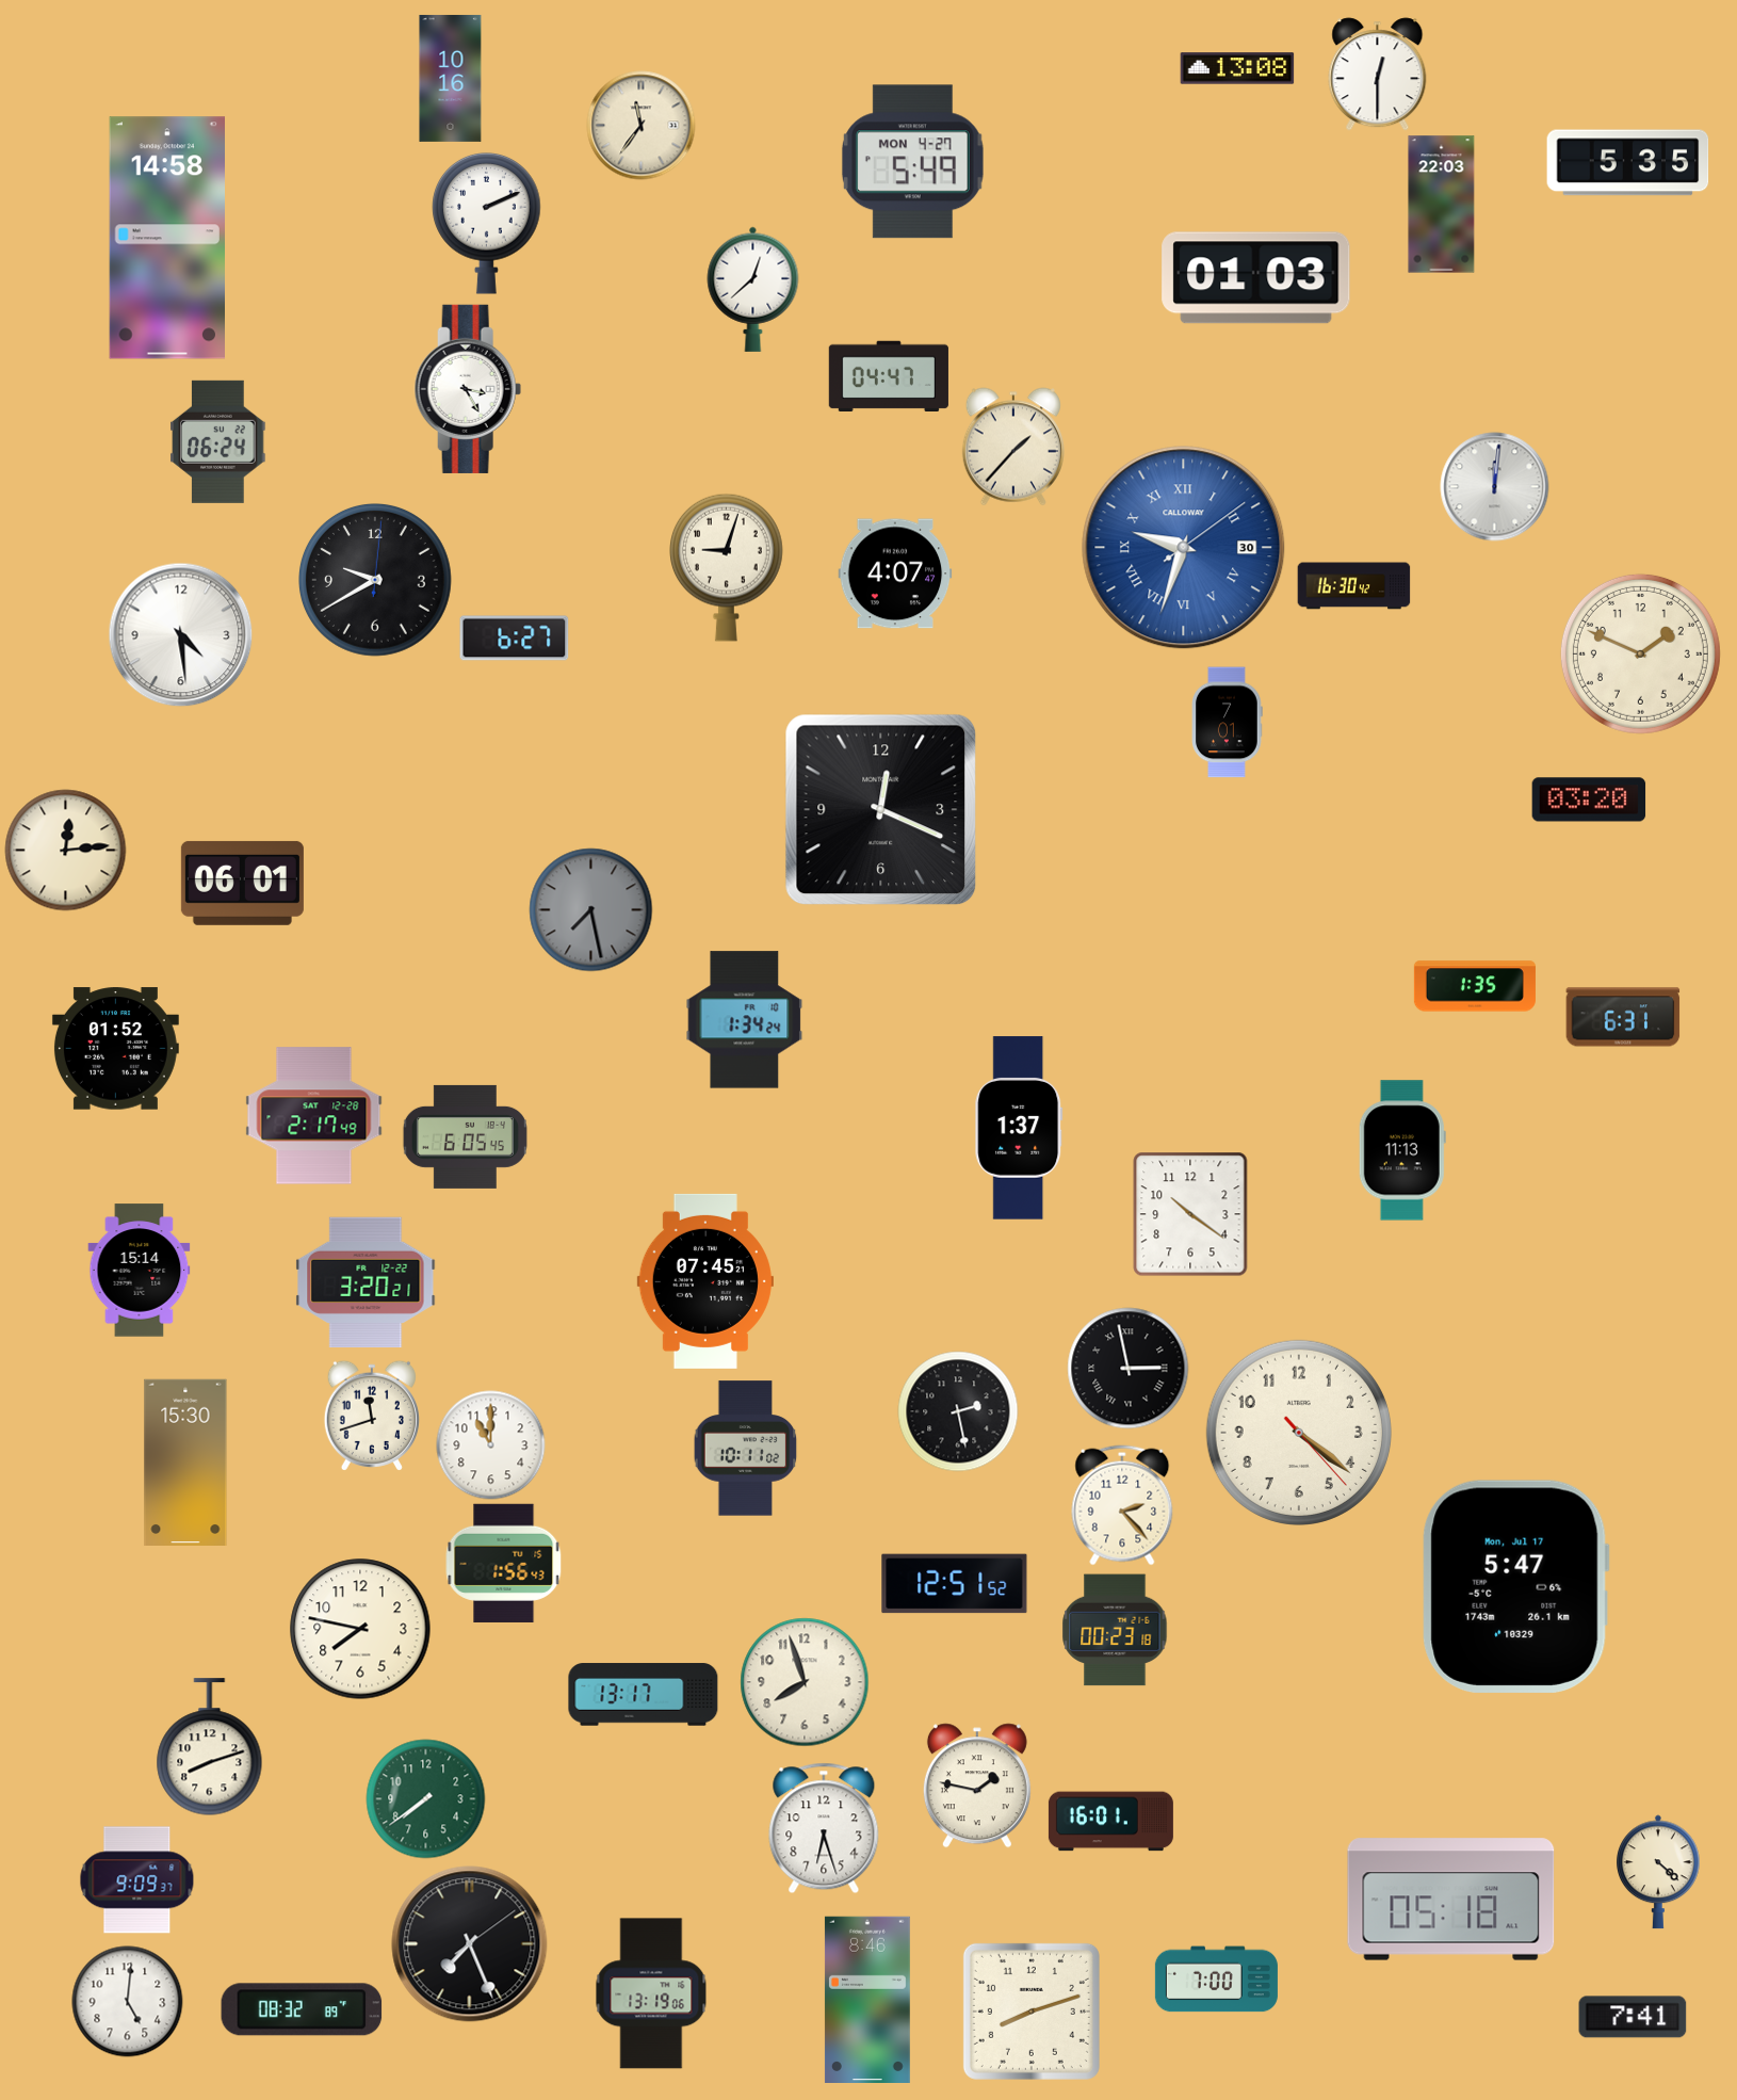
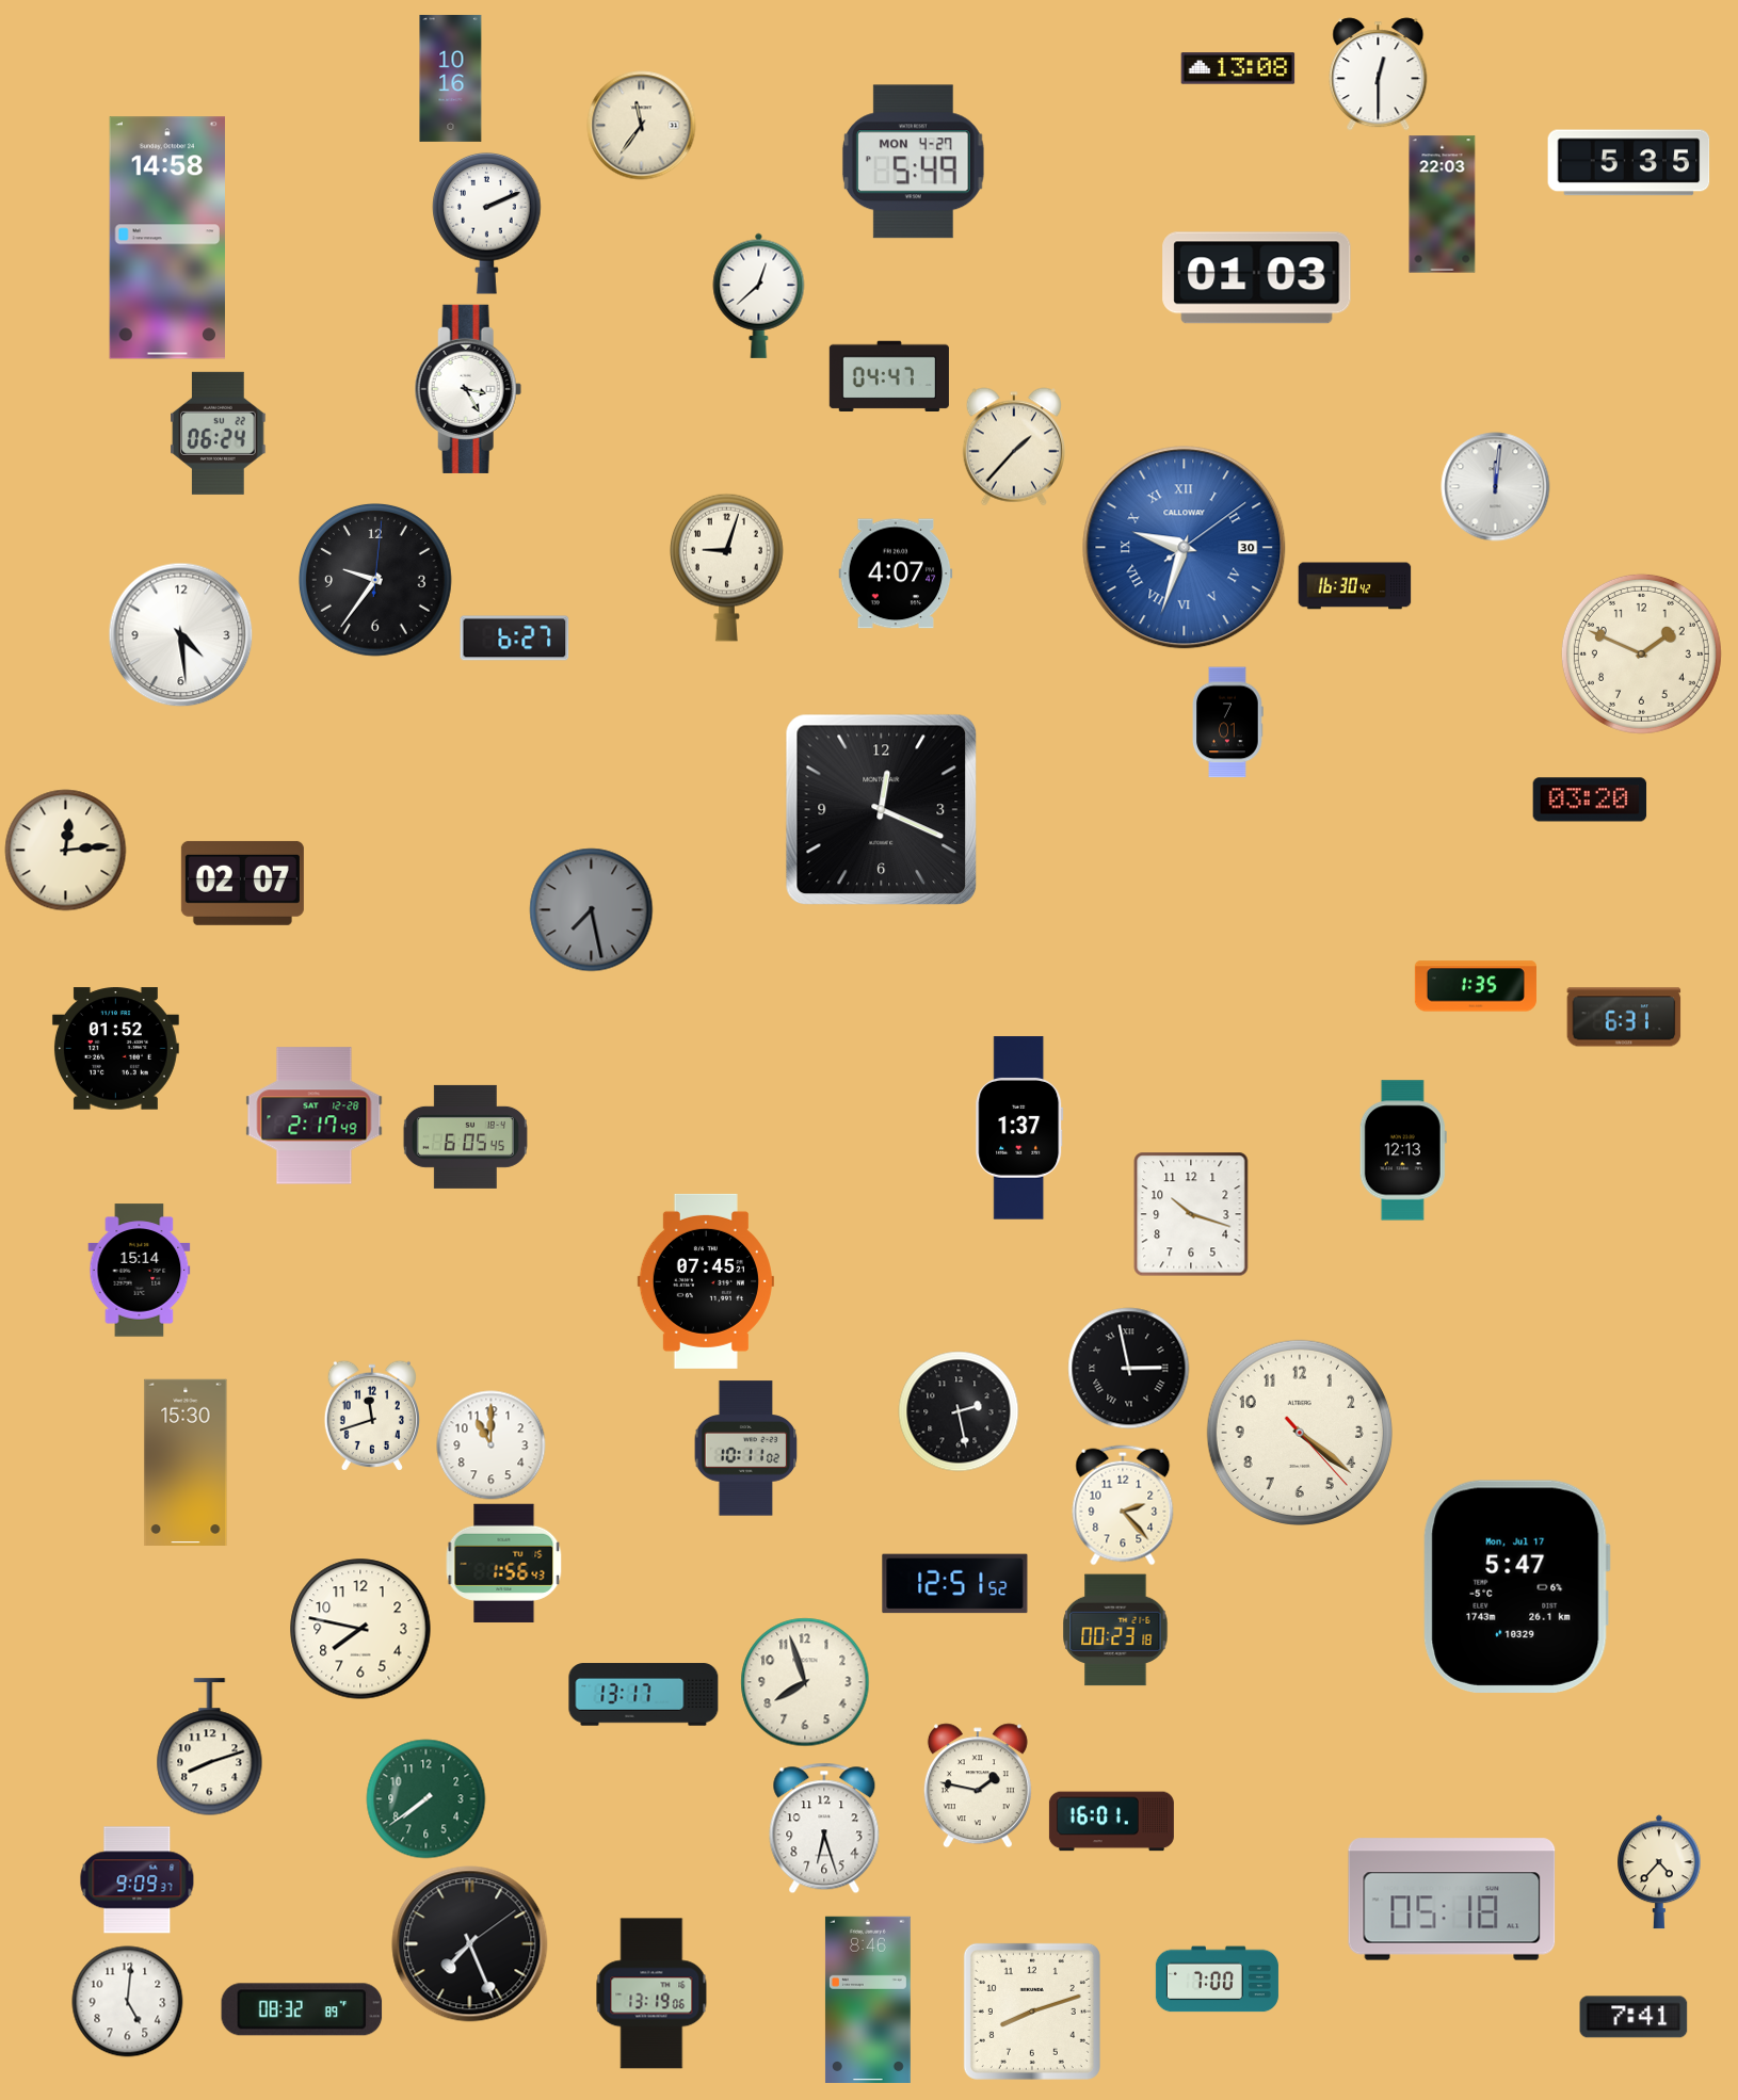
clock at (753, 289) position: (753, 289) -> (759, 295)
clock at (218, 441) position: (218, 441) -> (219, 433)
clock at (376, 581): 9:40 -> 9:36
clock at (242, 883): 06:01 -> 02:07
clock at (745, 1020): 1:34 -> none
clock at (1402, 1150): 11:13 -> 12:13
clock at (1190, 1214): 10:21 -> 10:18
clock at (366, 1281): 3:20 -> none
clock at (1658, 1872): 4:22 -> 4:37
